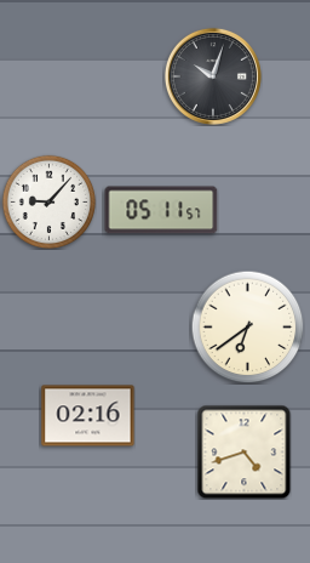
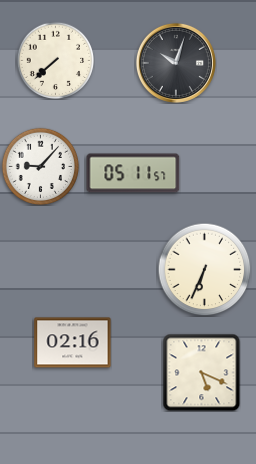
clock at (55, 60): none -> 7:38
clock at (247, 326): 6:39 -> 6:34
clock at (243, 451): 4:42 -> 5:19
